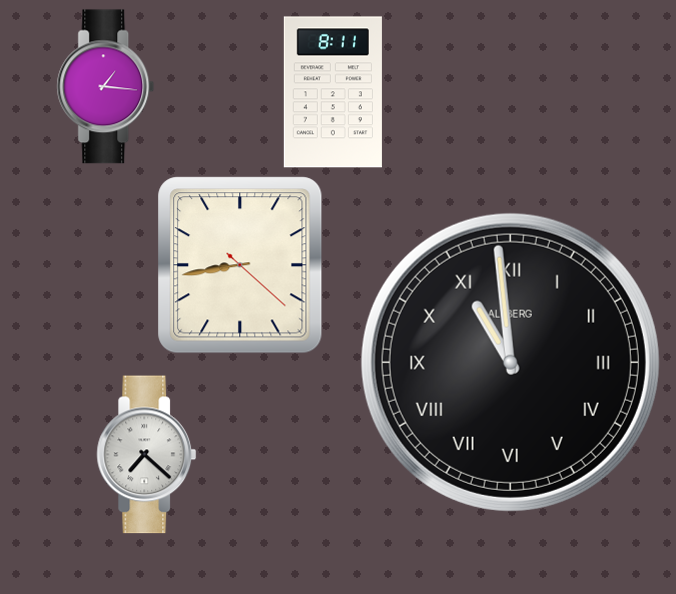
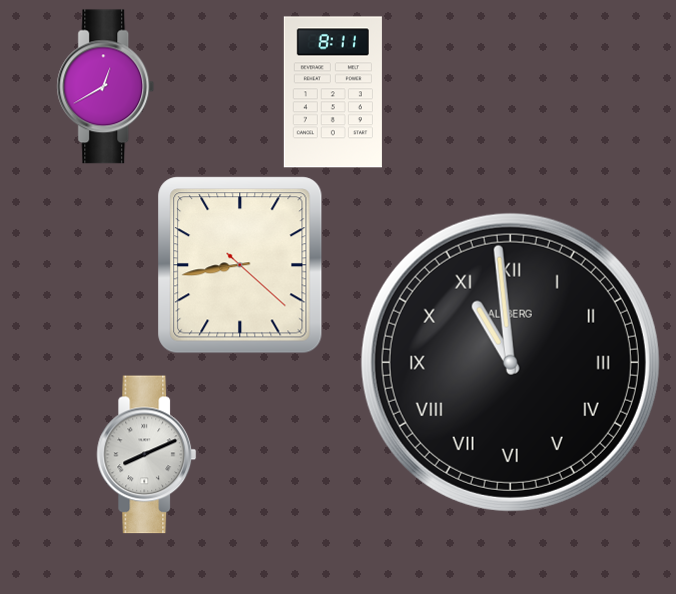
clock at (106, 87): 1:16 -> 12:40
clock at (147, 455): 7:22 -> 8:11
